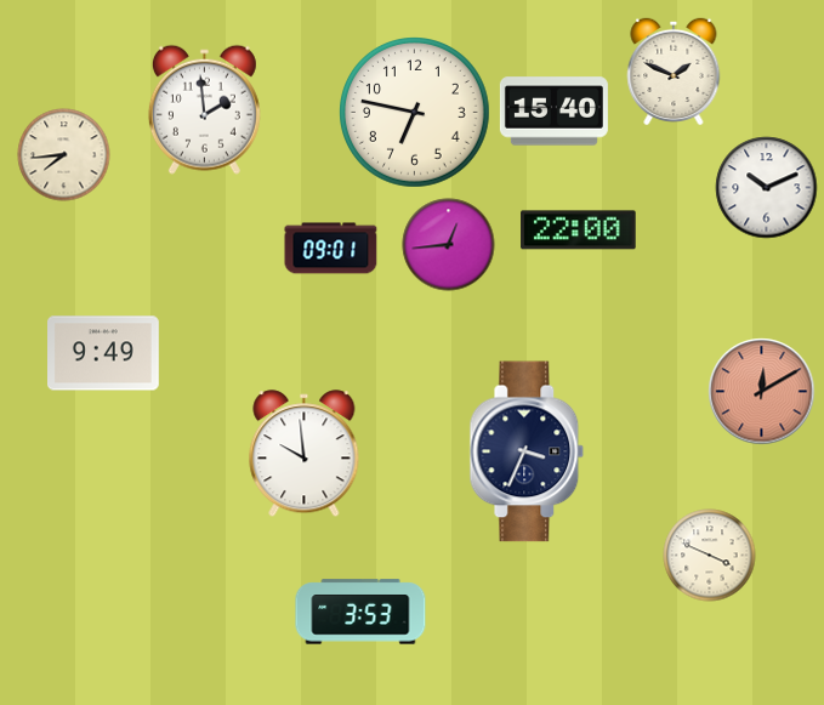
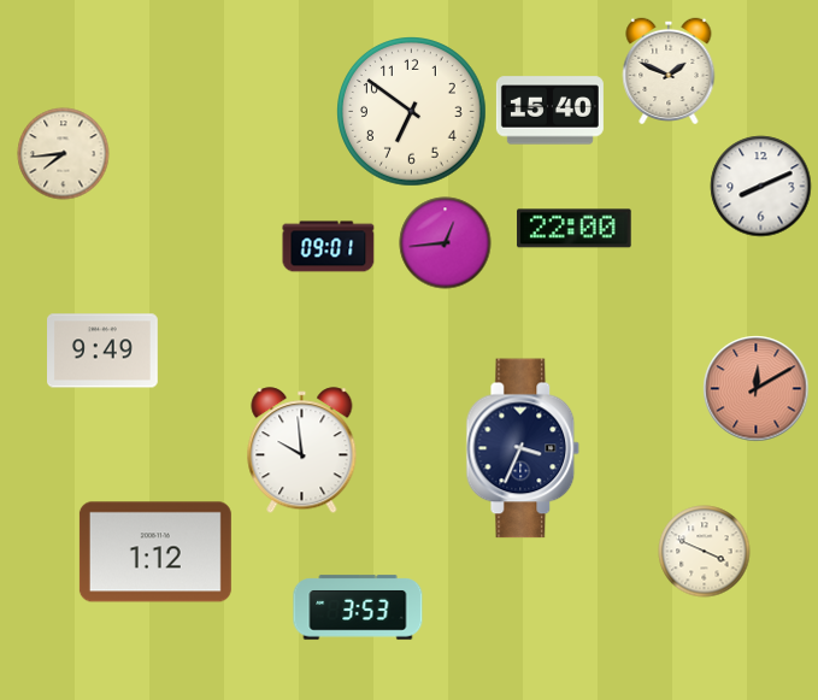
clock at (204, 109): 1:59 -> none
clock at (415, 113): 6:47 -> 6:51
clock at (767, 188): 10:11 -> 8:11
clock at (155, 552): none -> 1:12
